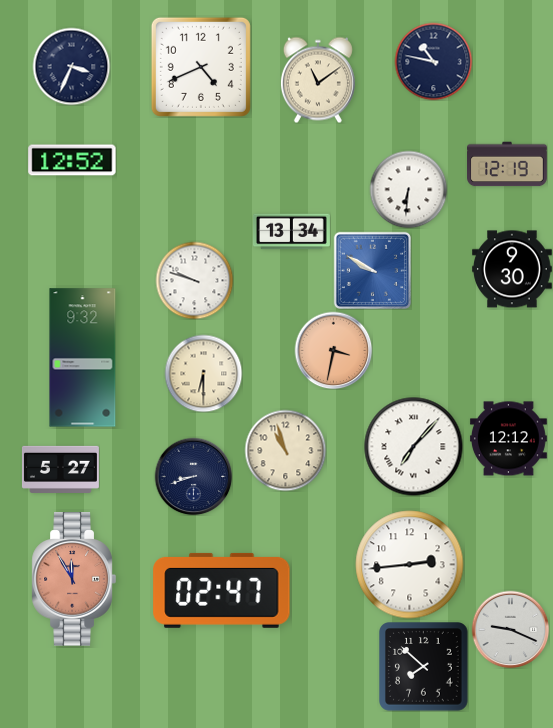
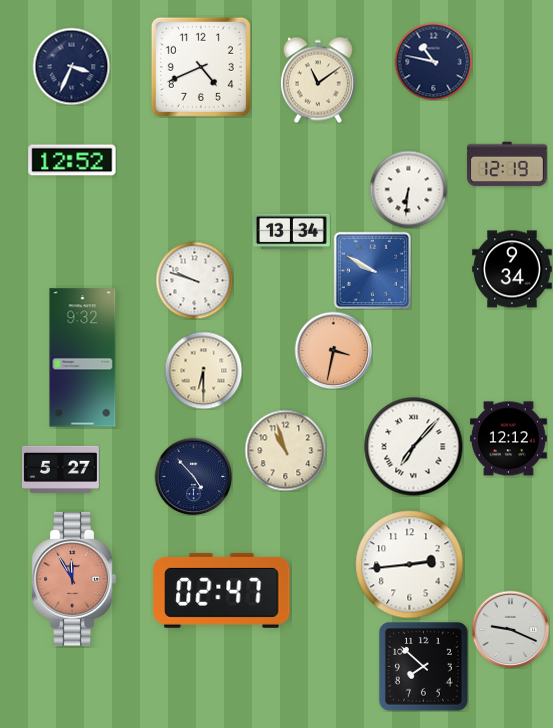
clock at (512, 269): 9:30 -> 9:34
clock at (203, 373) position: (203, 373) -> (203, 370)
clock at (193, 476): 8:42 -> 4:53
